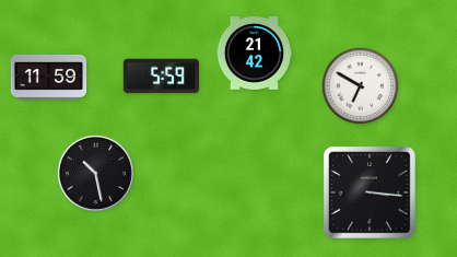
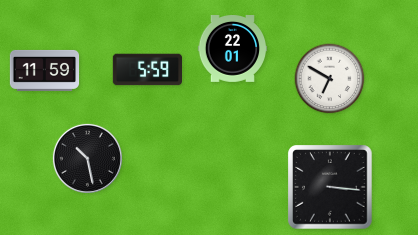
clock at (255, 54): 21:42 -> 22:01
clock at (370, 192) position: (370, 192) -> (330, 187)
